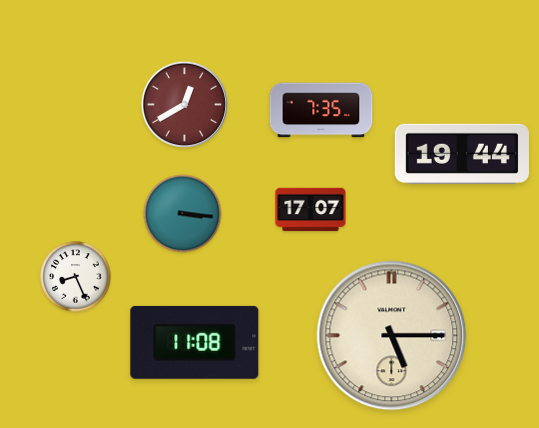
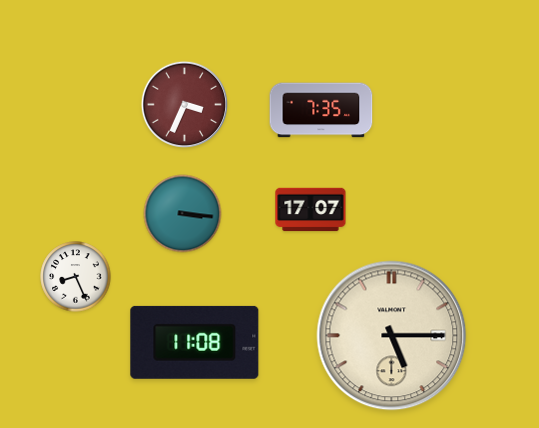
clock at (184, 104): 12:40 -> 3:34
clock at (462, 154): 19:44 -> none
